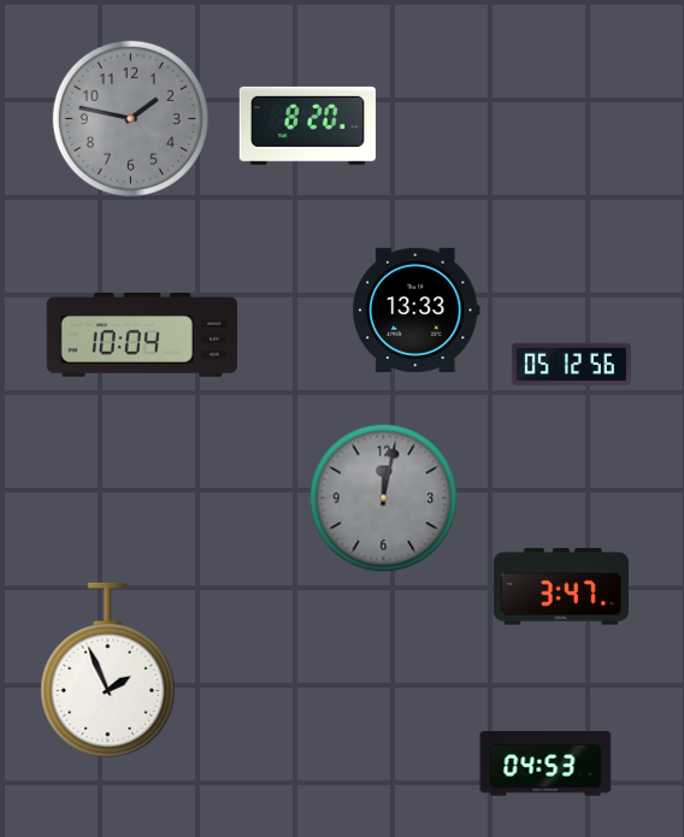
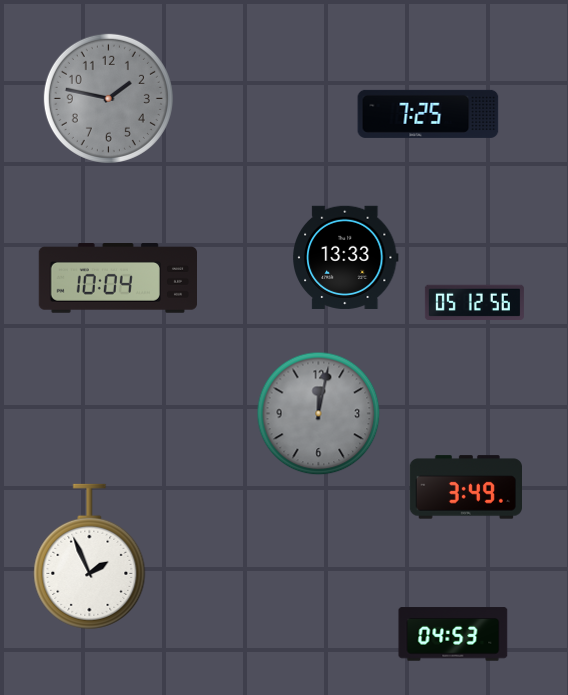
clock at (307, 125): 8:20 -> none
clock at (428, 114): none -> 7:25
clock at (560, 587): 3:47 -> 3:49
